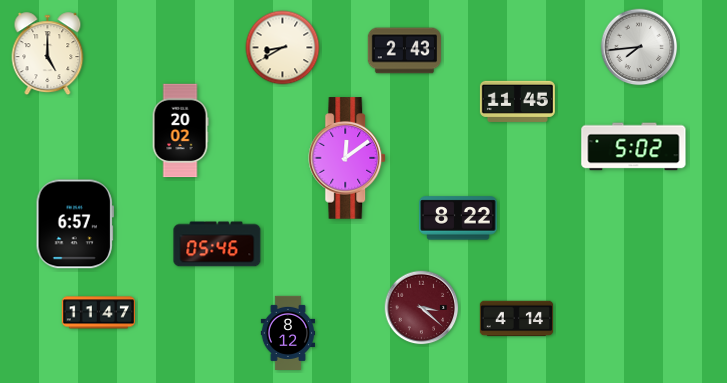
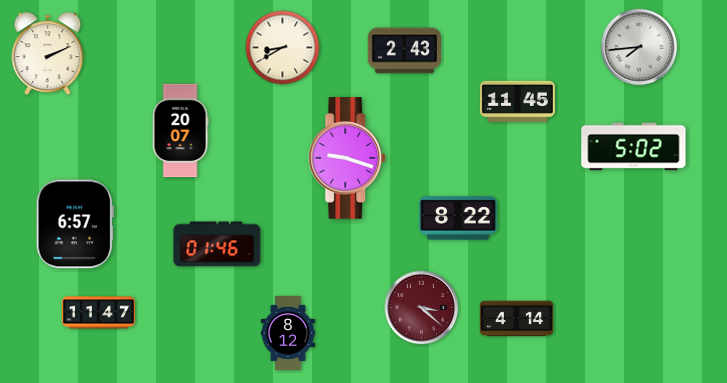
clock at (48, 54): 5:00 -> 2:11
clock at (180, 131): 20:02 -> 20:07
clock at (348, 158): 12:09 -> 9:18
clock at (217, 244): 05:46 -> 01:46
